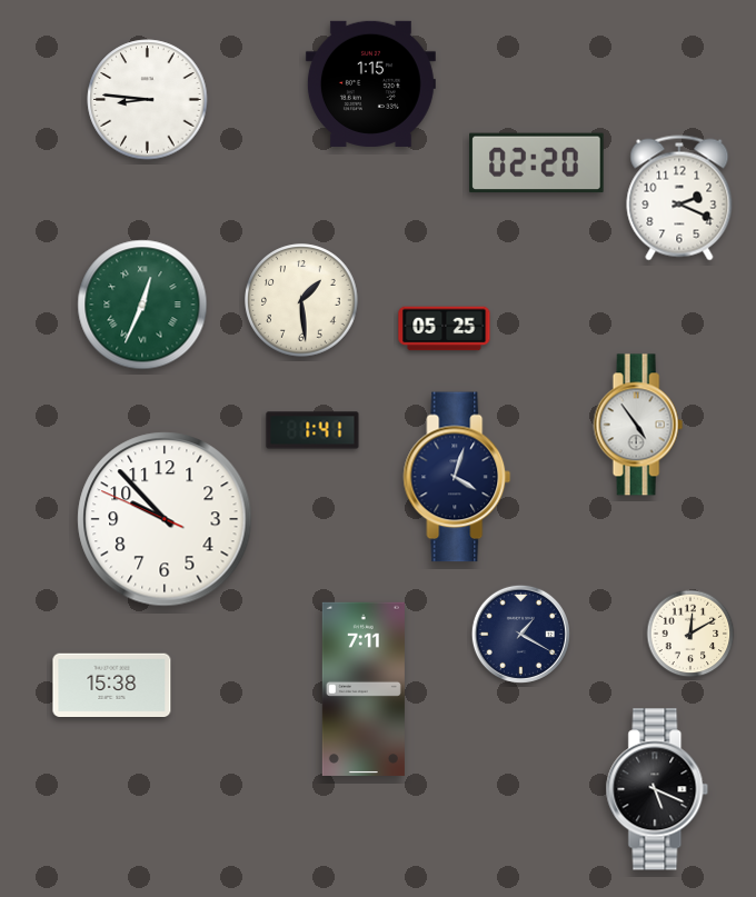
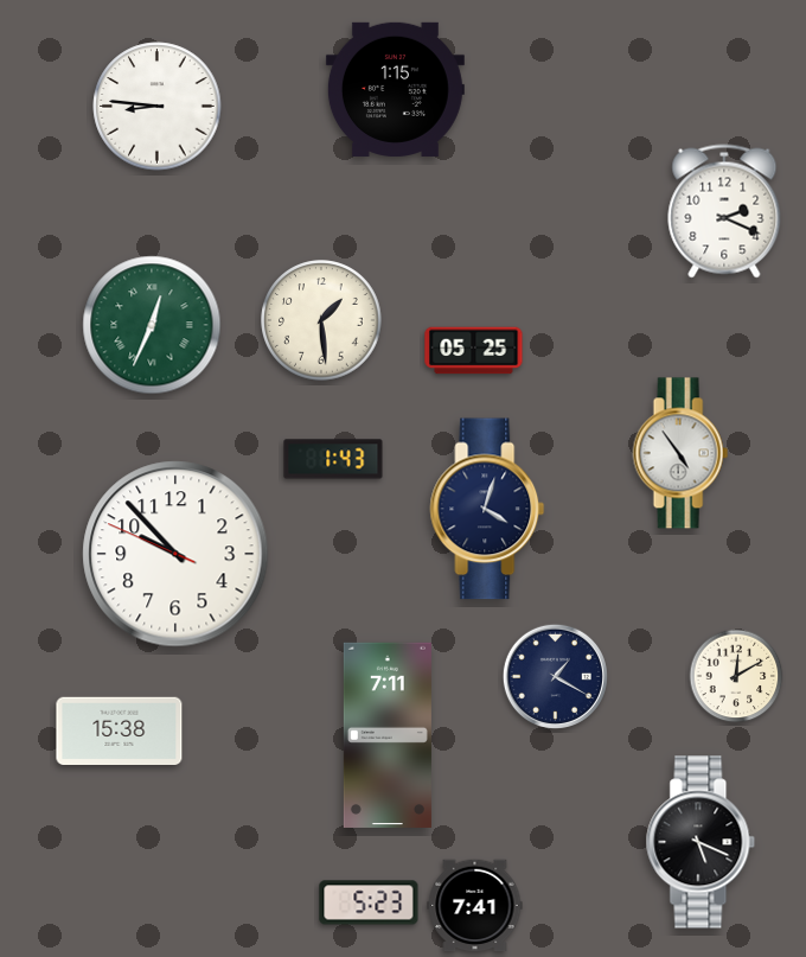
clock at (537, 163): 02:20 -> none
clock at (312, 430): 1:41 -> 1:43
clock at (369, 902): none -> 5:23
clock at (475, 906): none -> 7:41
